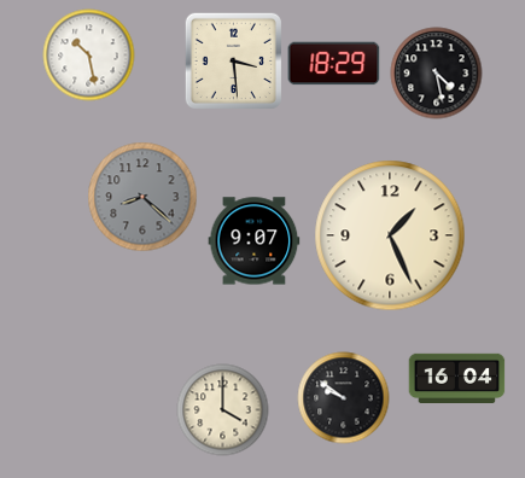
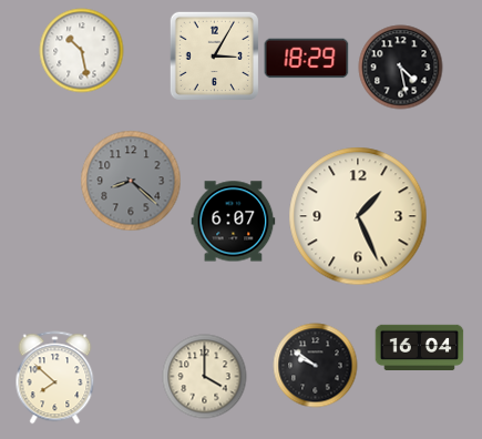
clock at (233, 60): 3:29 -> 3:05
clock at (255, 241): 9:07 -> 6:07
clock at (55, 378): none -> 7:52
